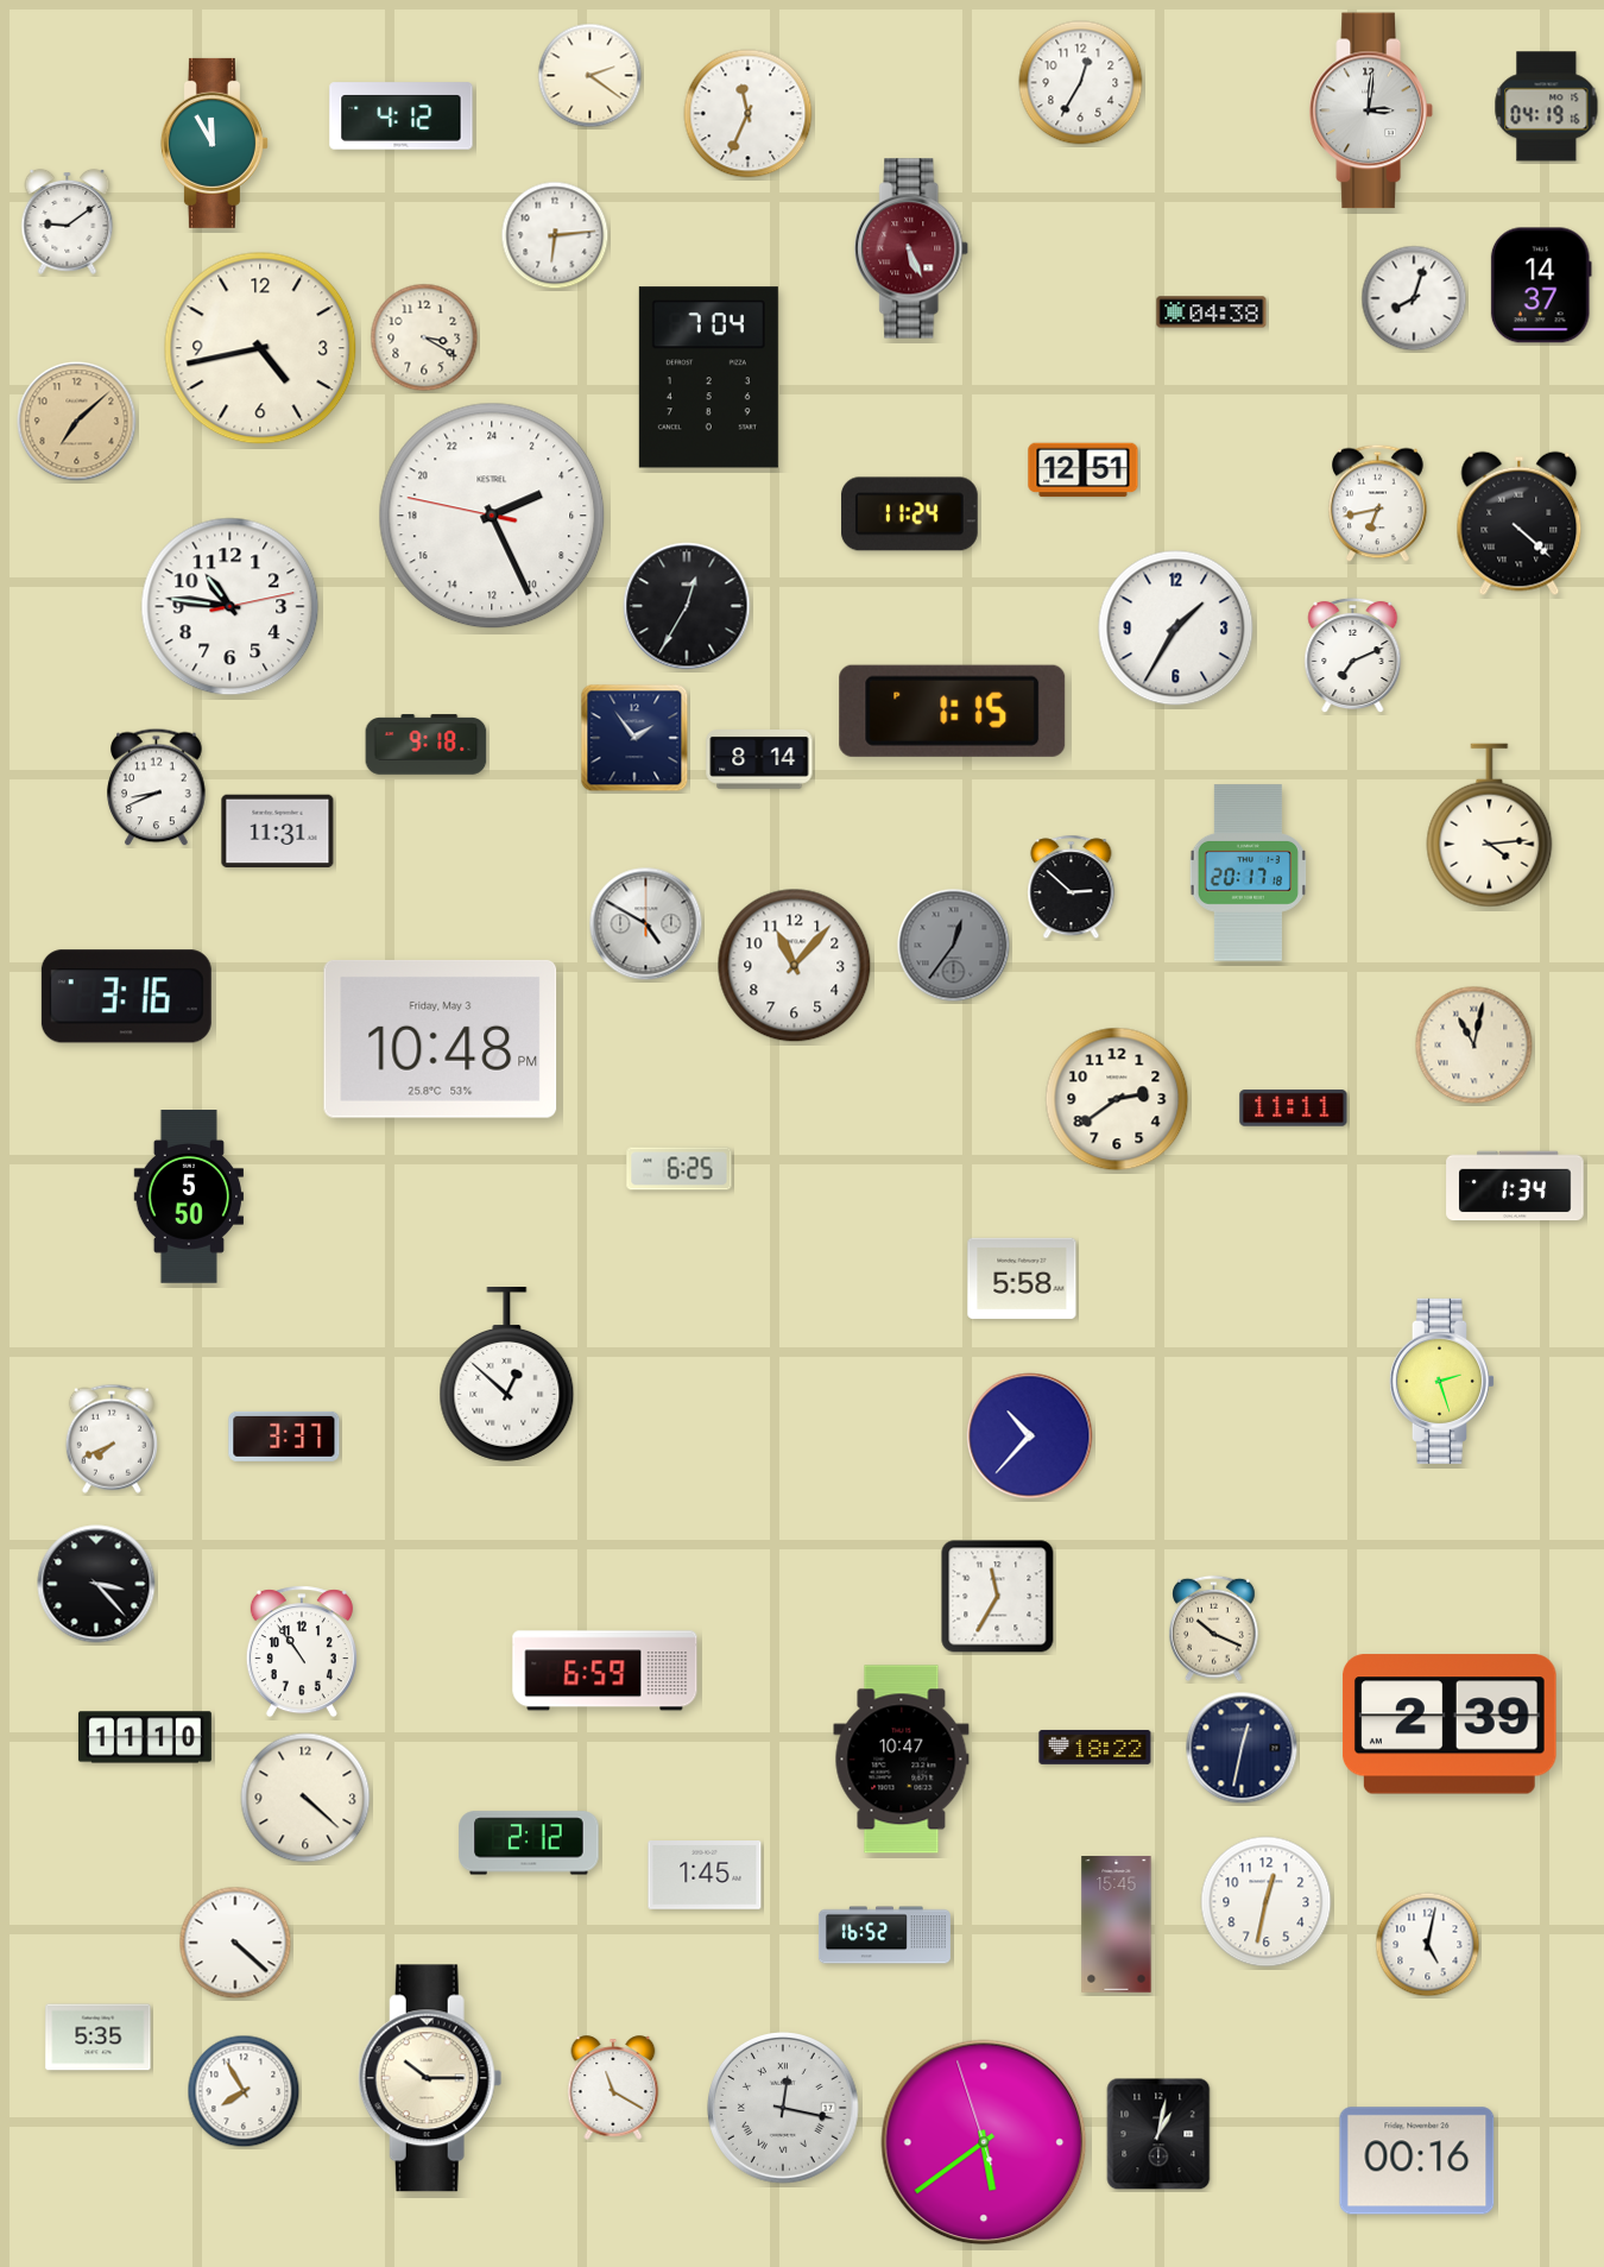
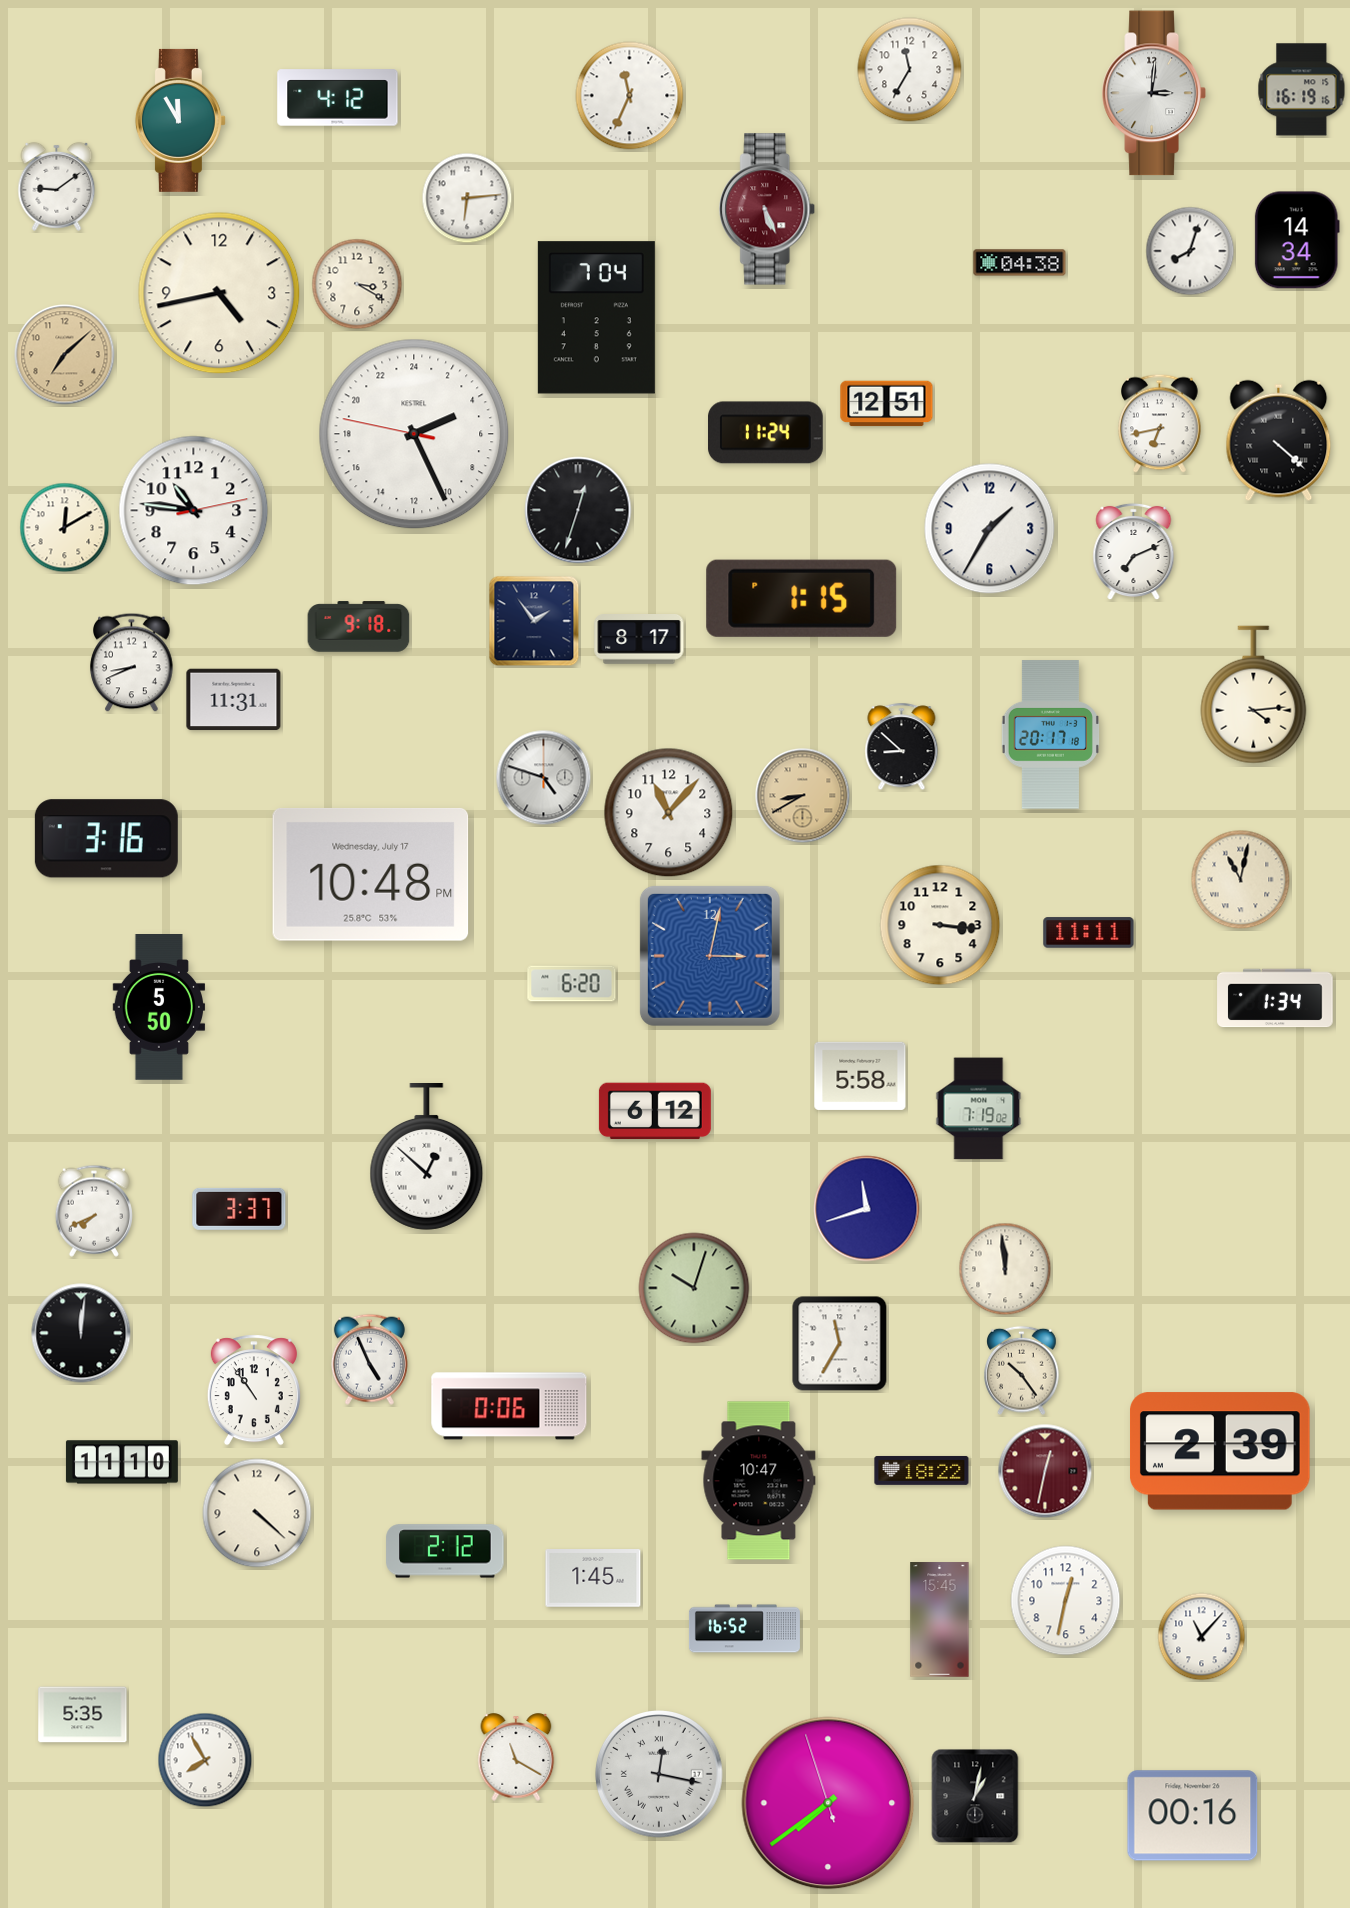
clock at (591, 76): 2:21 -> none
clock at (1081, 83): 12:35 -> 11:35
clock at (1547, 107): 04:19 -> 16:19
clock at (1541, 285): 14:37 -> 14:34
clock at (1084, 471) position: (1084, 471) -> (887, 404)
clock at (687, 606): 12:35 -> 12:33
clock at (65, 528): none -> 12:10
clock at (1353, 656) position: (1353, 656) -> (1134, 552)
clock at (759, 760): 8:14 -> 8:17
clock at (1072, 888): 2:52 -> 8:52
clock at (646, 924): 4:50 -> 4:48
clock at (954, 946): 12:36 -> 8:40
clock at (954, 946) dial: grey -> champagne
clock at (441, 1040) date: Friday, May 3 -> Wednesday, July 17
clock at (1117, 1099): 2:39 -> 3:16
clock at (710, 956): none -> 3:02
clock at (680, 1169): 6:25 -> 6:20
clock at (979, 1109): none -> 7:19
clock at (655, 1111): none -> 6:12
clock at (1442, 1381): 2:27 -> none
clock at (1030, 1436): 10:37 -> 11:42
clock at (1005, 1269): none -> 11:59
clock at (694, 1288): none -> 10:03
clock at (96, 1584): 3:23 -> 12:01
clock at (369, 1359): none -> 4:56
clock at (1214, 1629): 10:19 -> 10:24
clock at (605, 1671): 6:59 -> 0:06
clock at (1242, 1748) dial: navy -> burgundy
clock at (235, 1943): 4:22 -> none
clock at (1428, 1945): 5:02 -> 11:07
clock at (430, 2078): 10:15 -> none
clock at (984, 2142): 5:38 -> 7:38
clock at (1417, 2161) position: (1417, 2161) -> (1193, 1816)
